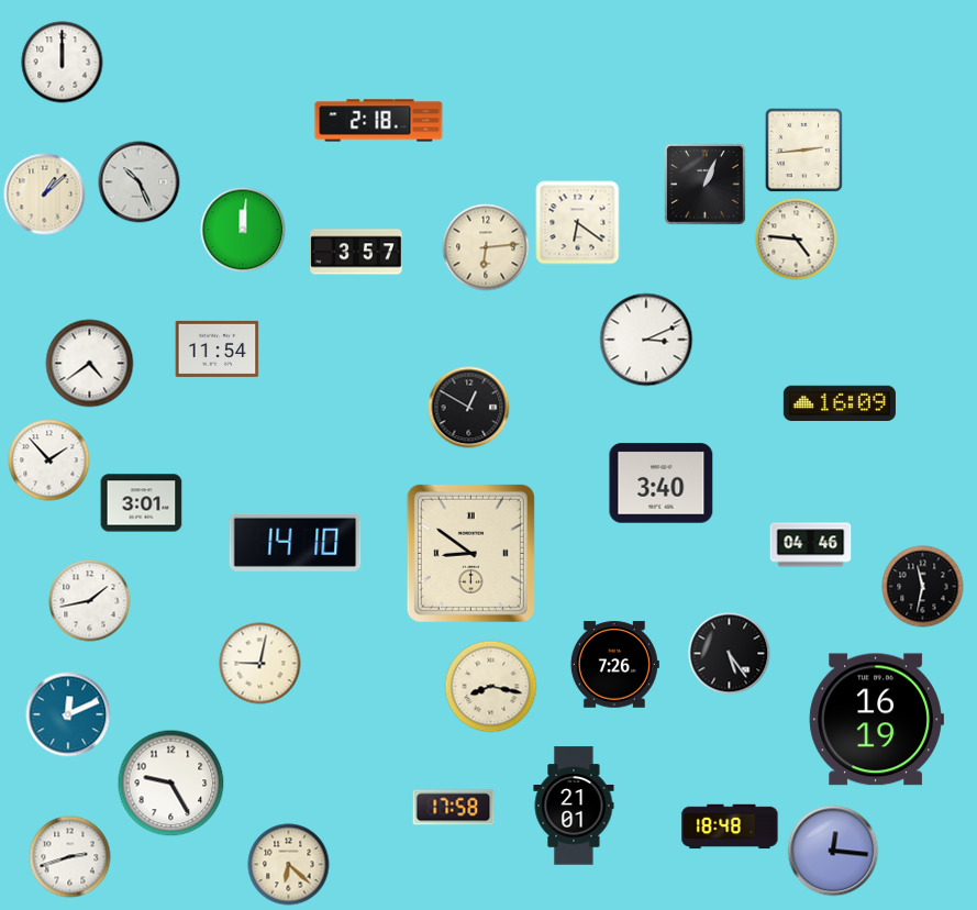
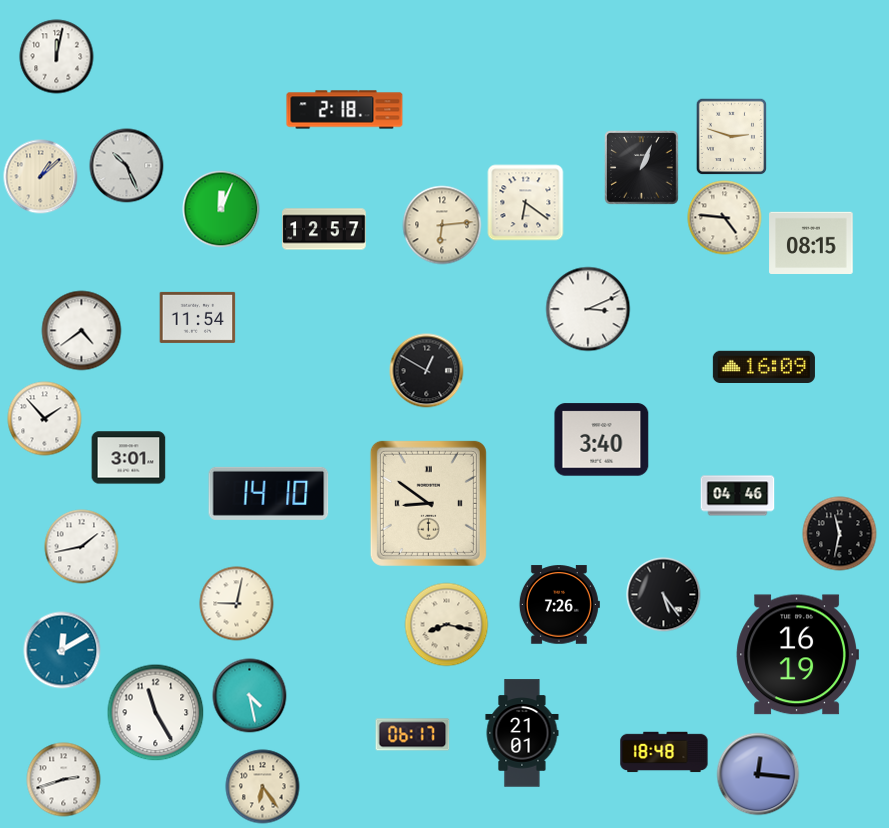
clock at (63, 63): 12:00 -> 12:02
clock at (803, 151): 2:44 -> 2:48
clock at (243, 230): 12:01 -> 12:04
clock at (356, 252): 3:57 -> 12:57
clock at (811, 242): none -> 08:15
clock at (68, 714): 12:11 -> 12:10
clock at (250, 696): none -> 4:28
clock at (171, 784): 9:25 -> 11:25
clock at (454, 808): 17:58 -> 06:17
clock at (289, 865): 6:22 -> 6:24
